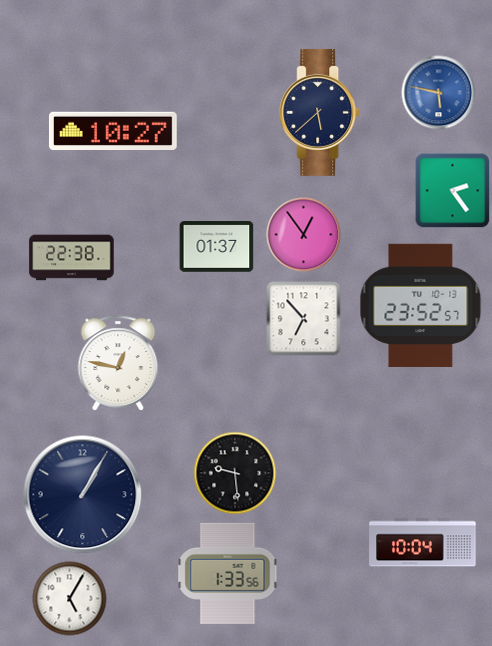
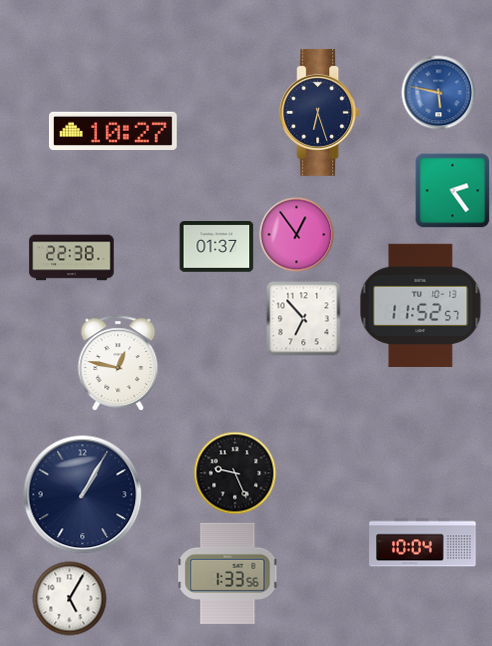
clock at (320, 112): 5:38 -> 6:27
clock at (304, 235) position: (304, 235) -> (297, 235)
clock at (421, 305): 23:52 -> 11:52
clock at (235, 473): 9:29 -> 9:26
